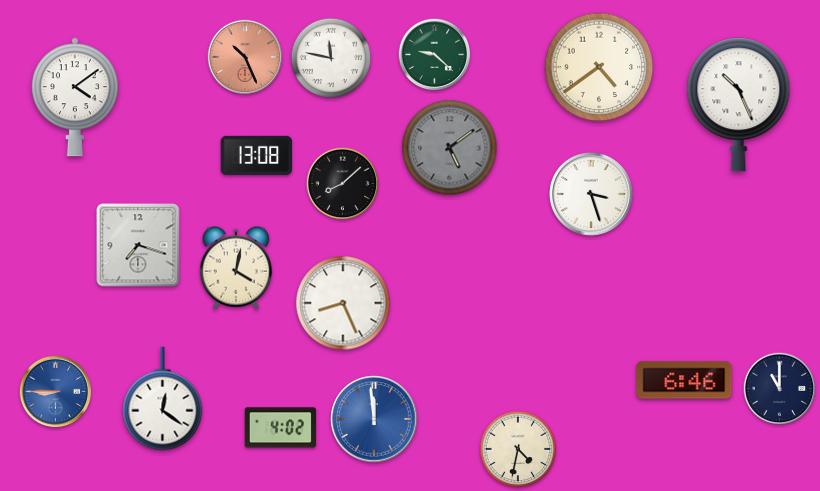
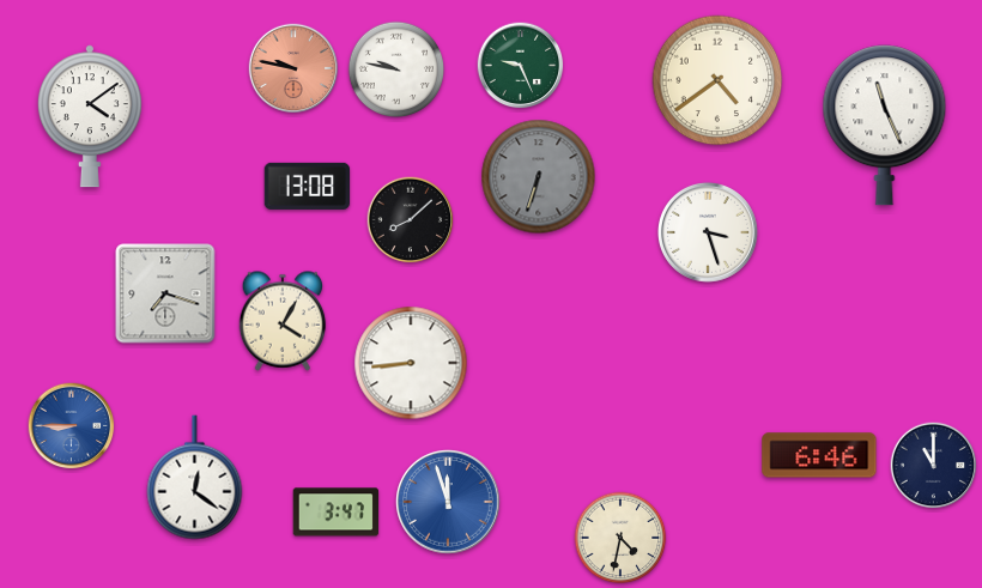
clock at (435, 55): 9:22 -> 9:26
clock at (245, 57): 10:26 -> 9:47
clock at (331, 58): 11:47 -> 9:47
clock at (739, 105): 10:26 -> 11:26
clock at (450, 148): 5:09 -> 6:33
clock at (236, 268): 4:02 -> 4:05
clock at (343, 303): 8:26 -> 8:44
clock at (56, 392) position: (56, 392) -> (72, 426)
clock at (374, 419): 11:59 -> 11:57
clock at (281, 428): 4:02 -> 3:47
